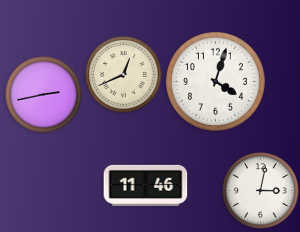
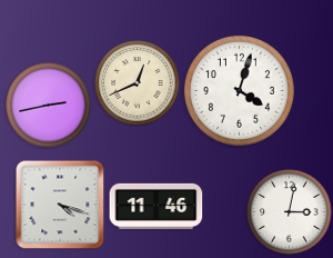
clock at (60, 205): none -> 4:18
clock at (146, 185) position: (146, 185) -> (157, 206)
